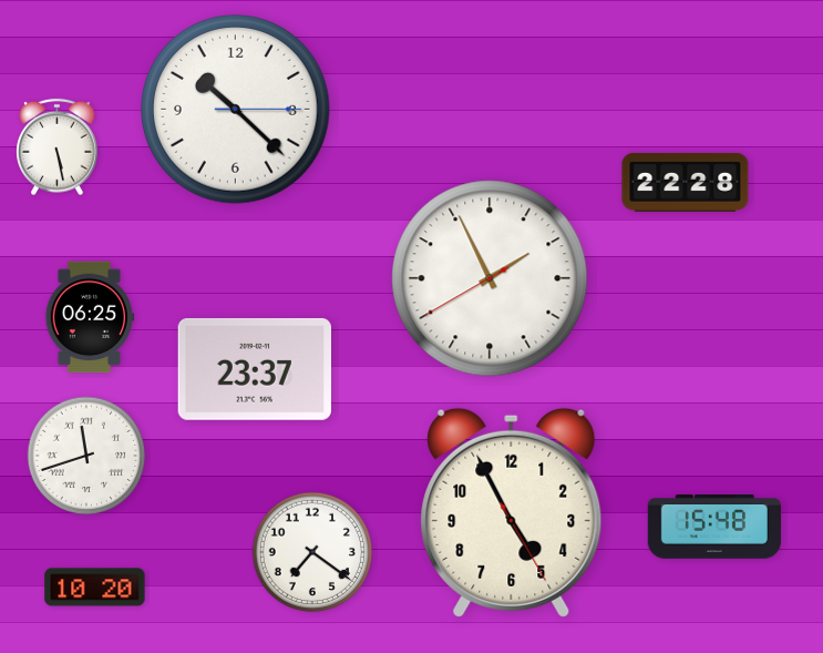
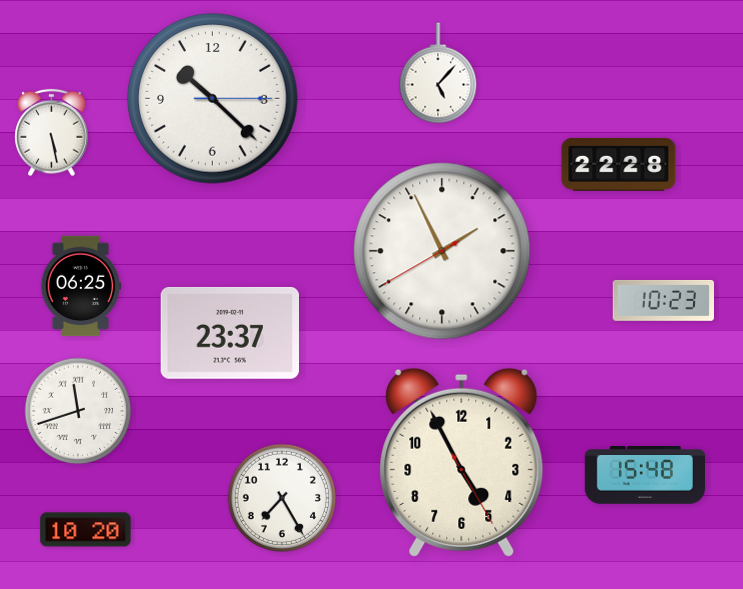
clock at (438, 73): none -> 5:07
clock at (663, 300): none -> 10:23
clock at (312, 552): 7:21 -> 7:25
